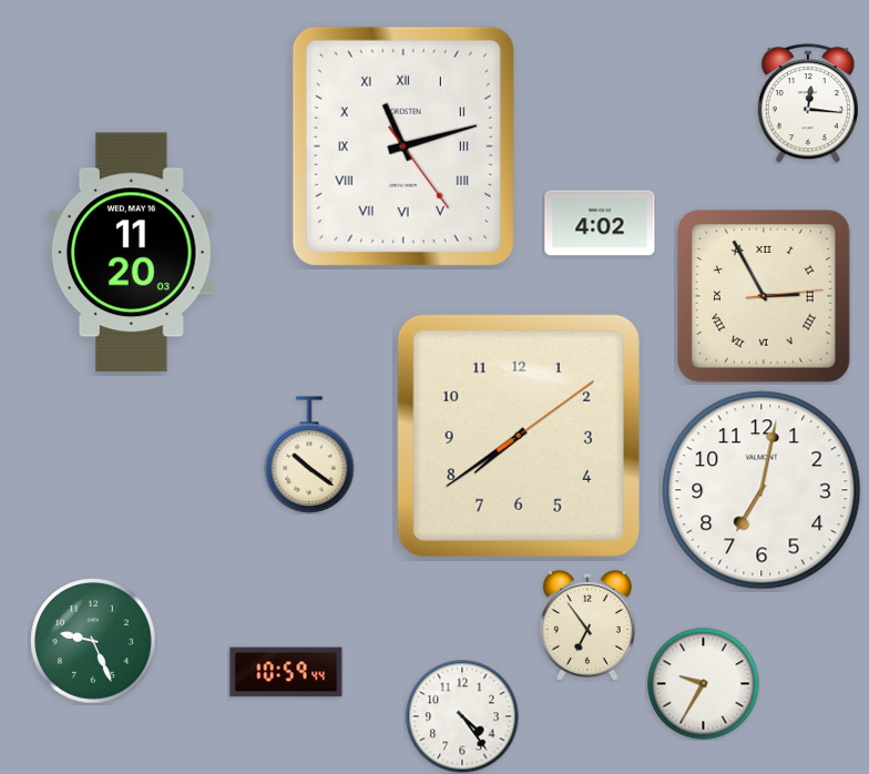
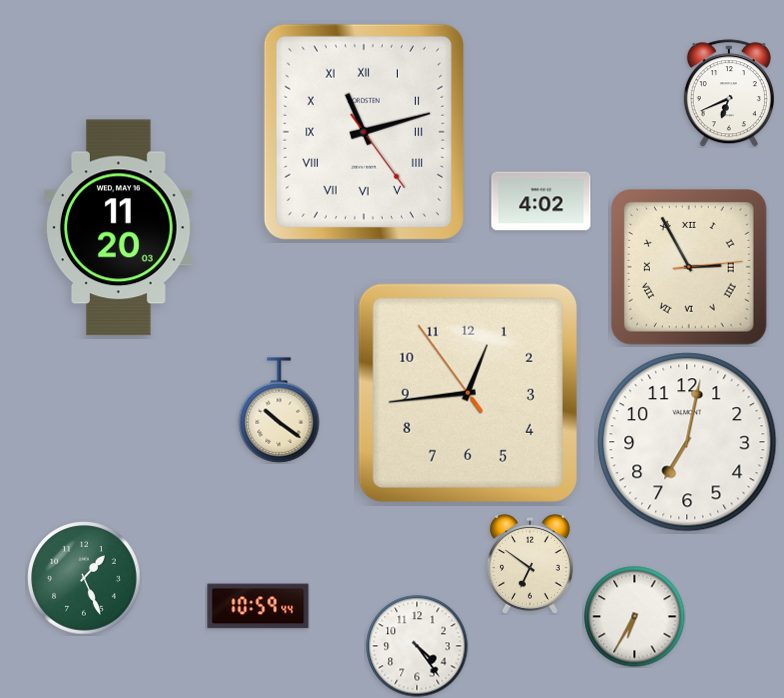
clock at (808, 103): 12:16 -> 6:41
clock at (519, 436): 7:39 -> 12:43
clock at (587, 627): 6:54 -> 6:51
clock at (93, 641): 9:26 -> 1:26
clock at (704, 684): 9:35 -> 6:35
